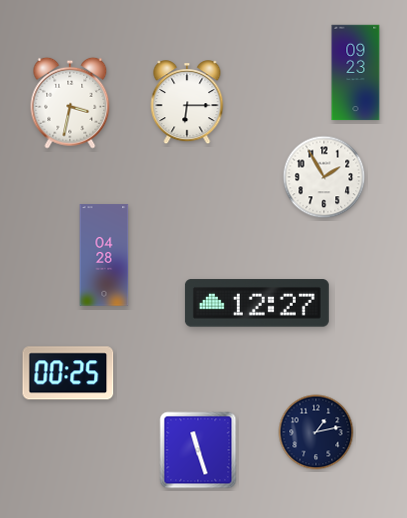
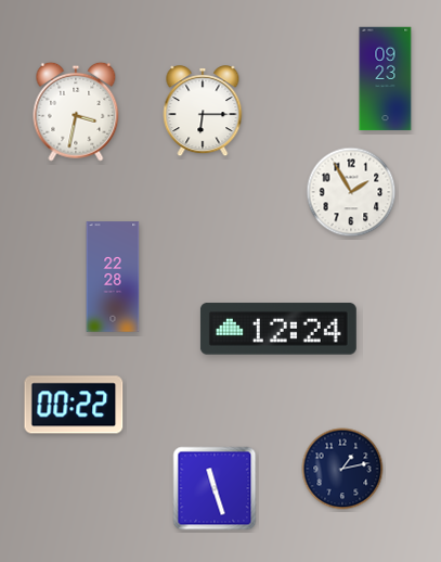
clock at (104, 255): 04:28 -> 22:28
clock at (257, 303): 12:27 -> 12:24
clock at (68, 373): 00:25 -> 00:22
